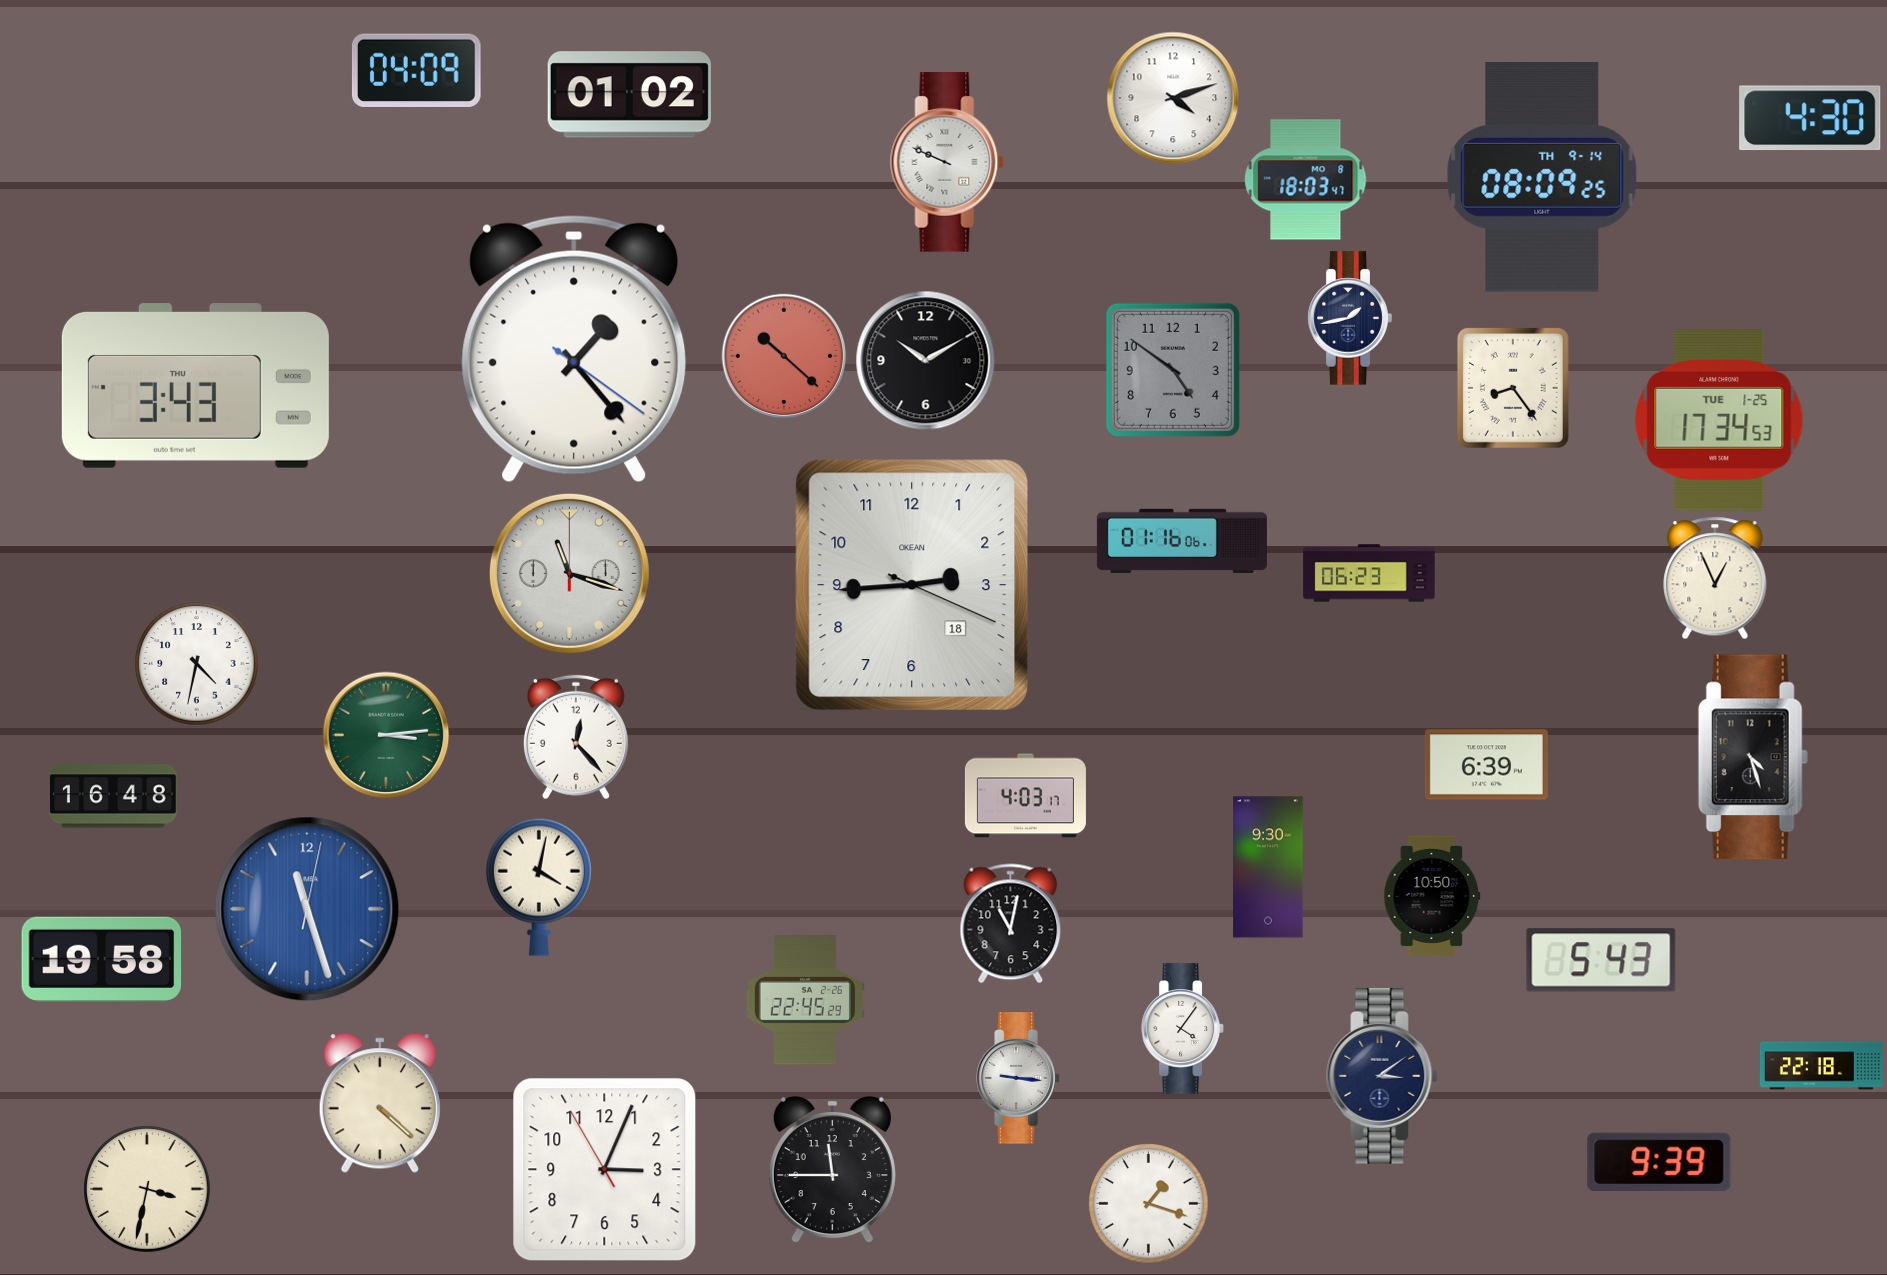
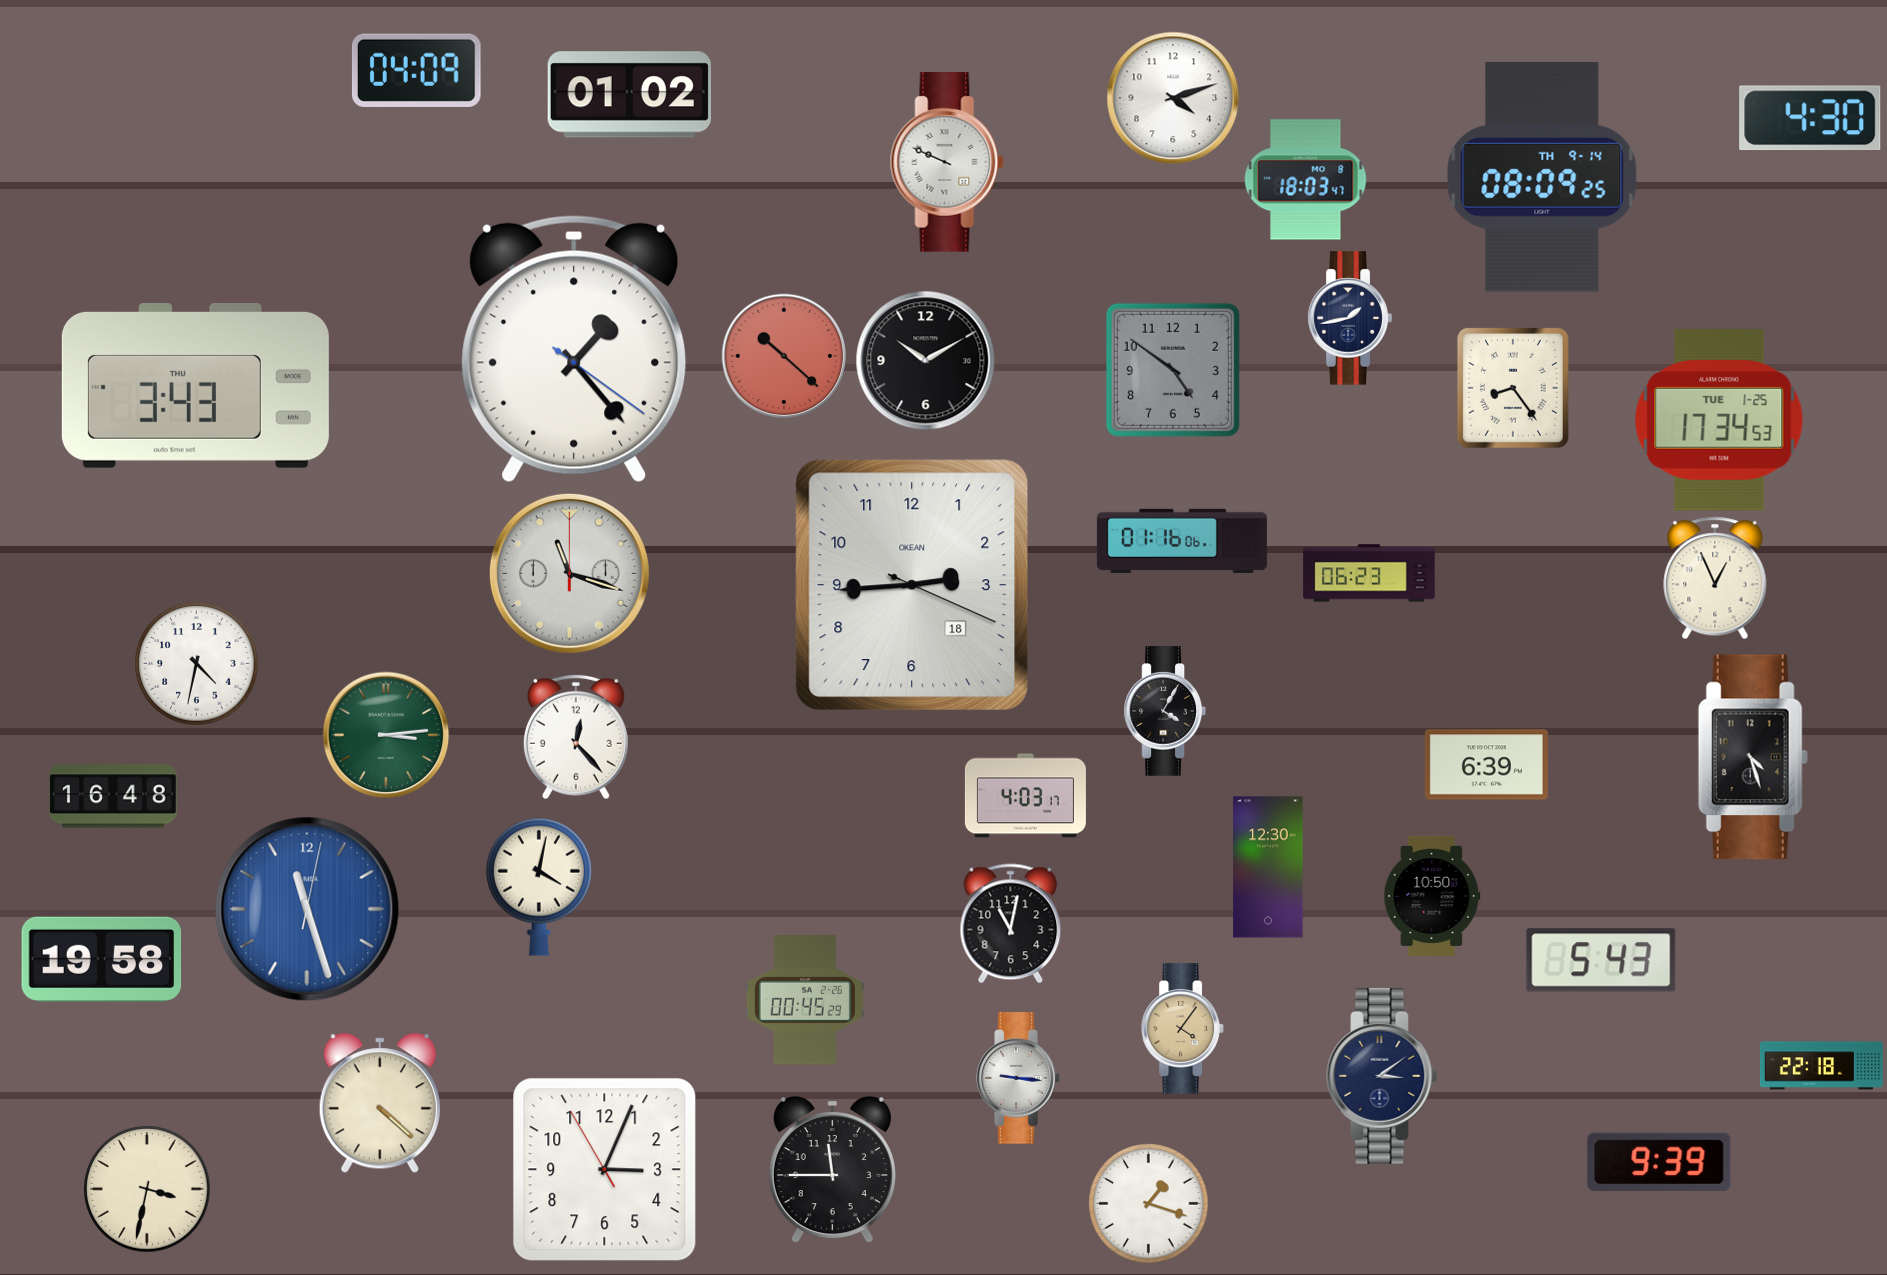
clock at (1164, 711): none -> 4:05
clock at (1268, 867): 9:30 -> 12:30
clock at (805, 1000): 22:45 -> 00:45
clock at (1183, 1029) dial: white -> champagne
